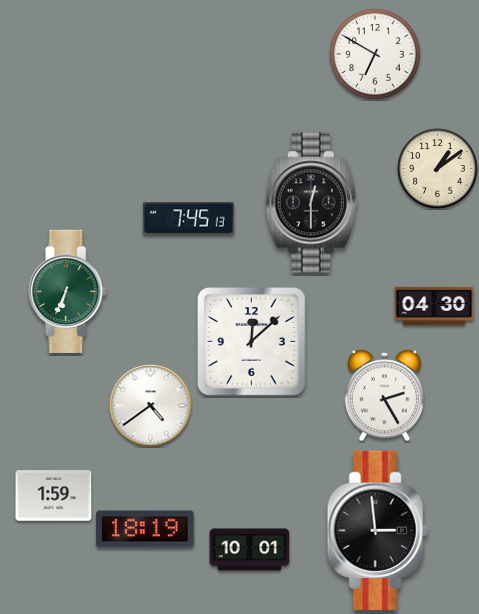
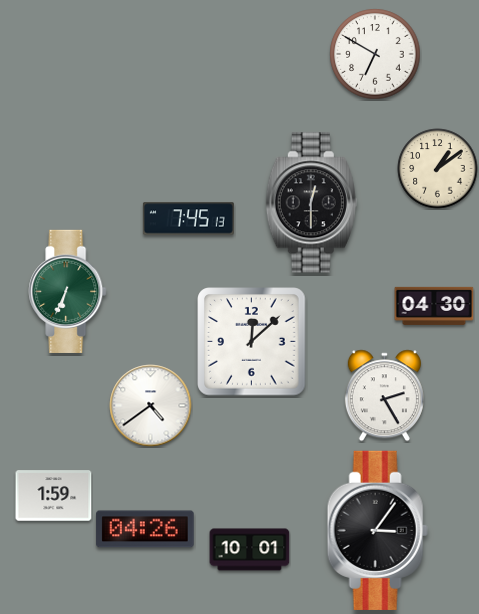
clock at (145, 529): 18:19 -> 04:26
clock at (377, 530): 2:59 -> 3:06
